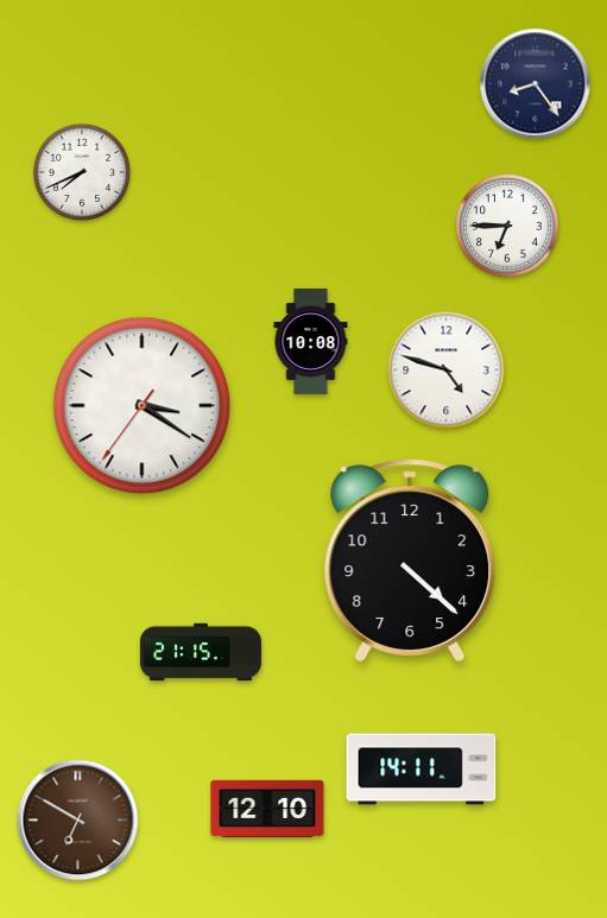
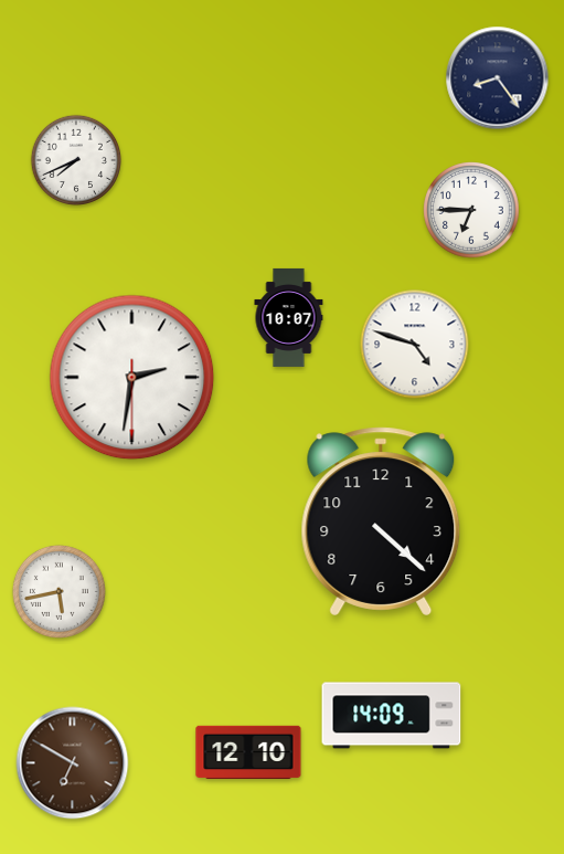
clock at (311, 341): 10:08 -> 10:07
clock at (143, 406): 3:20 -> 2:31
clock at (58, 591): none -> 5:43
clock at (201, 652): 21:15 -> none
clock at (422, 770): 14:11 -> 14:09
